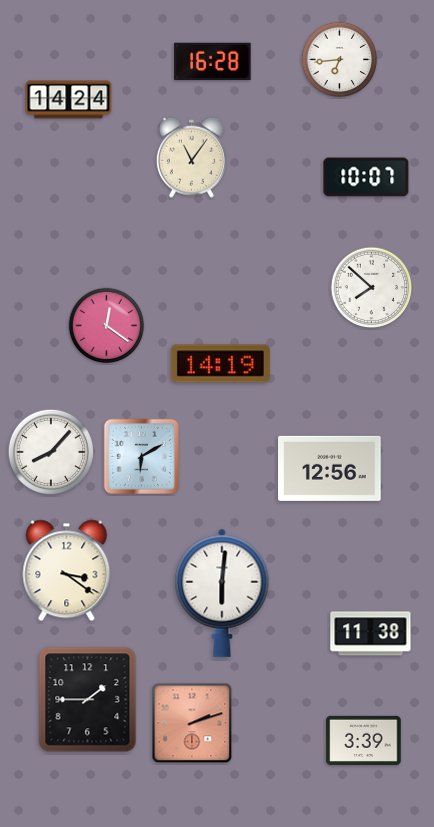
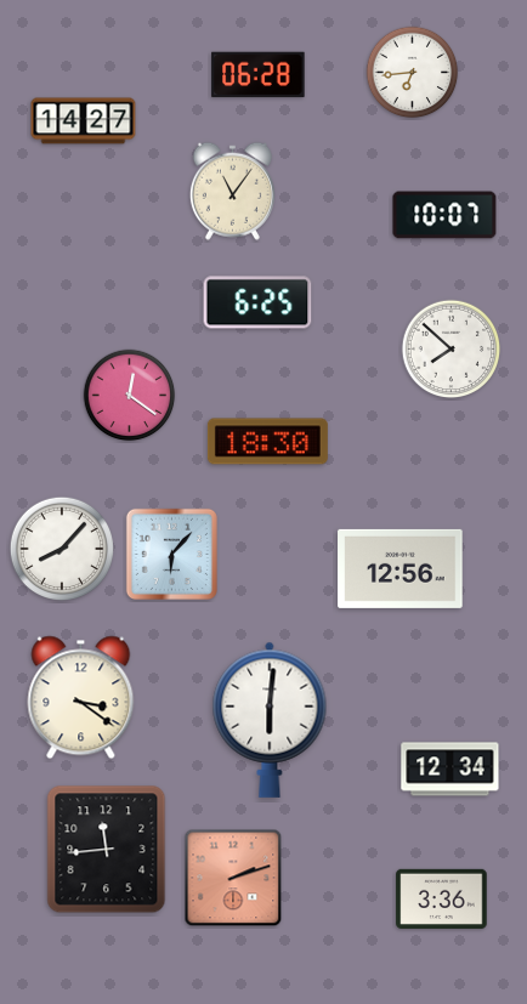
clock at (213, 62): 16:28 -> 06:28
clock at (69, 100): 14:24 -> 14:27
clock at (257, 302): none -> 6:25
clock at (220, 364): 14:19 -> 18:30
clock at (141, 456): 6:10 -> 6:07
clock at (67, 571) position: (67, 571) -> (81, 698)
clock at (371, 634): 11:38 -> 12:34
clock at (88, 700): 1:45 -> 11:44
clock at (364, 740): 3:39 -> 3:36
